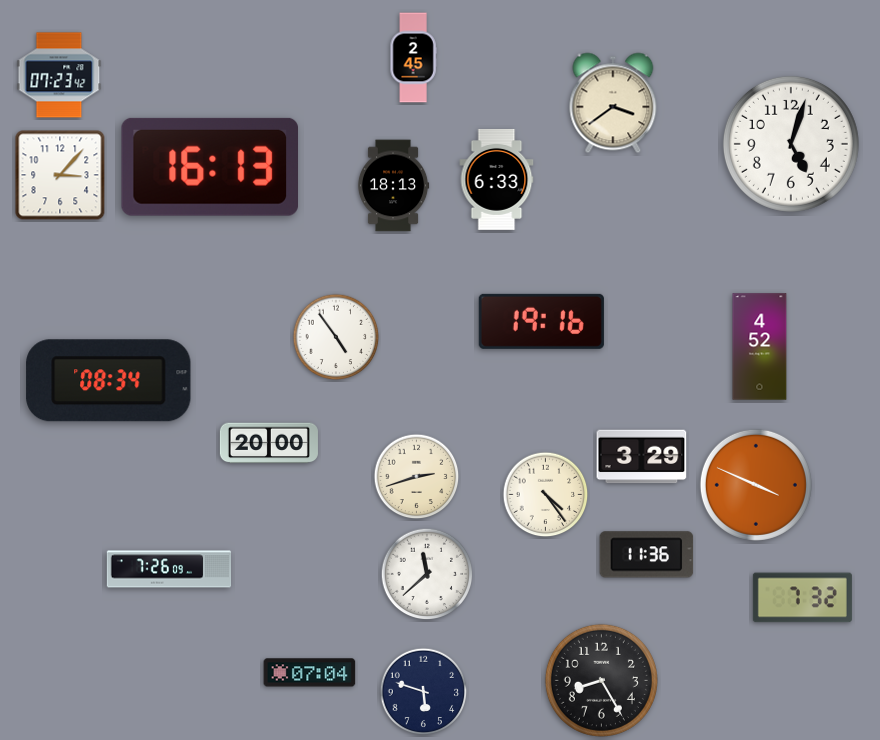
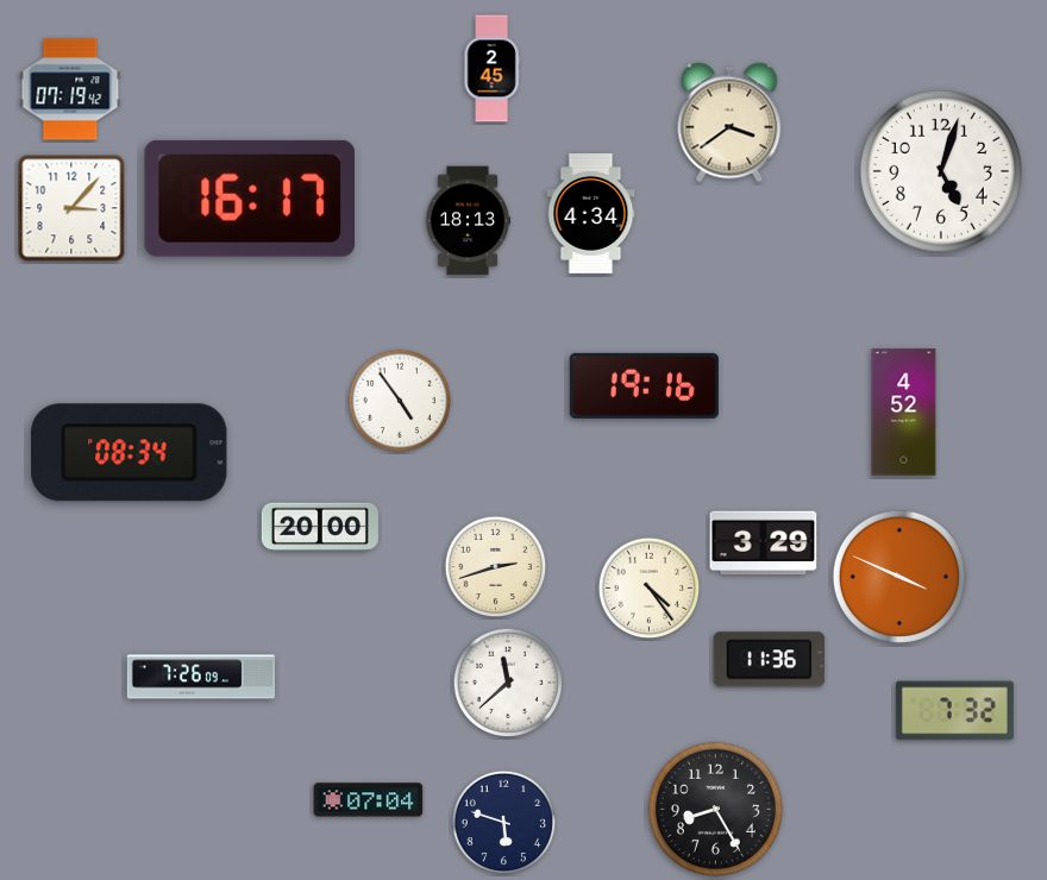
clock at (59, 75): 07:23 -> 07:19
clock at (209, 167): 16:13 -> 16:17
clock at (497, 179): 6:33 -> 4:34
clock at (541, 321) position: (541, 321) -> (644, 385)
